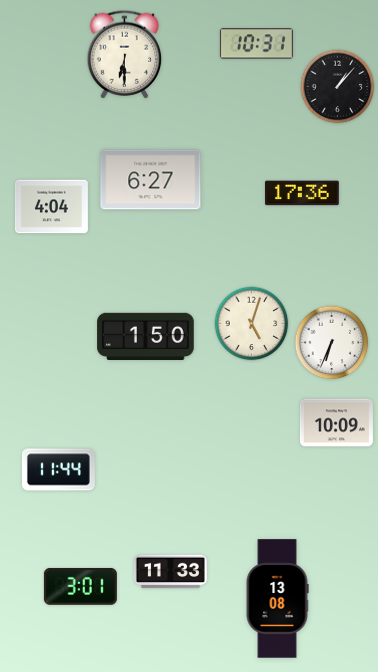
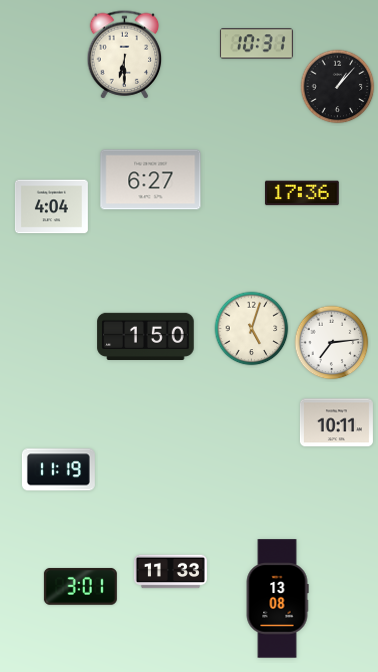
clock at (252, 324) position: (252, 324) -> (252, 329)
clock at (332, 343): 6:34 -> 7:14
clock at (336, 423): 10:09 -> 10:11
clock at (58, 470): 11:44 -> 11:19
